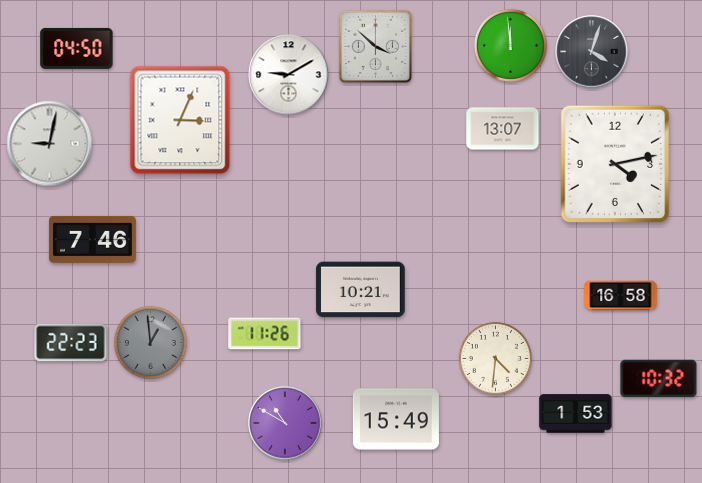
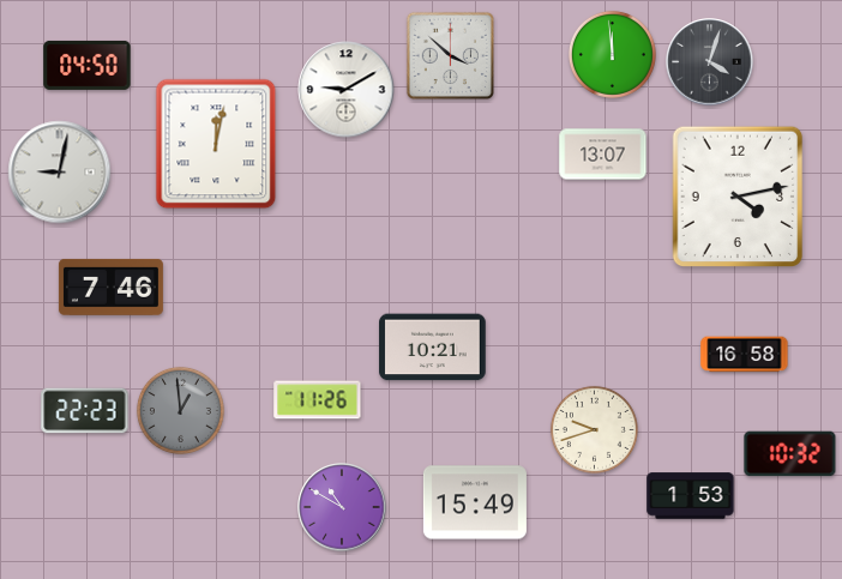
clock at (77, 48) position: (77, 48) -> (88, 65)
clock at (180, 120): 3:04 -> 12:02
clock at (495, 358): 4:31 -> 9:42
